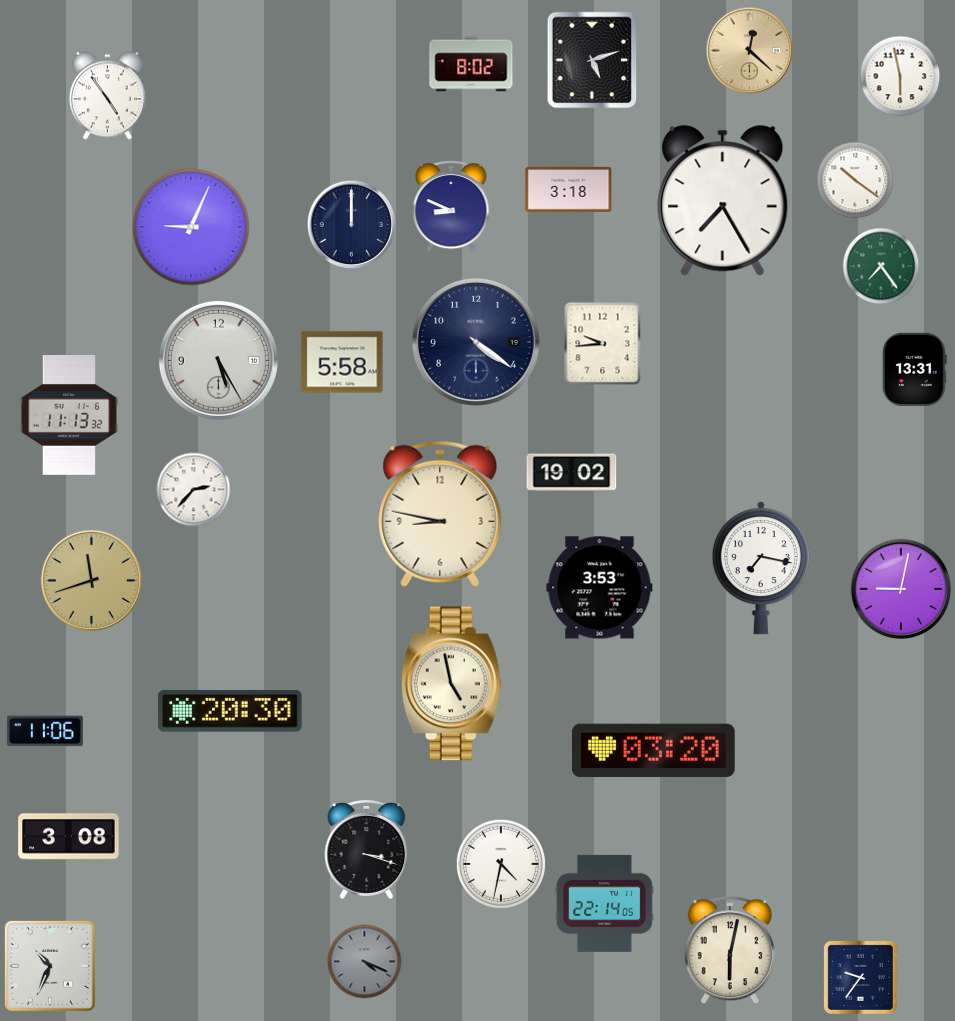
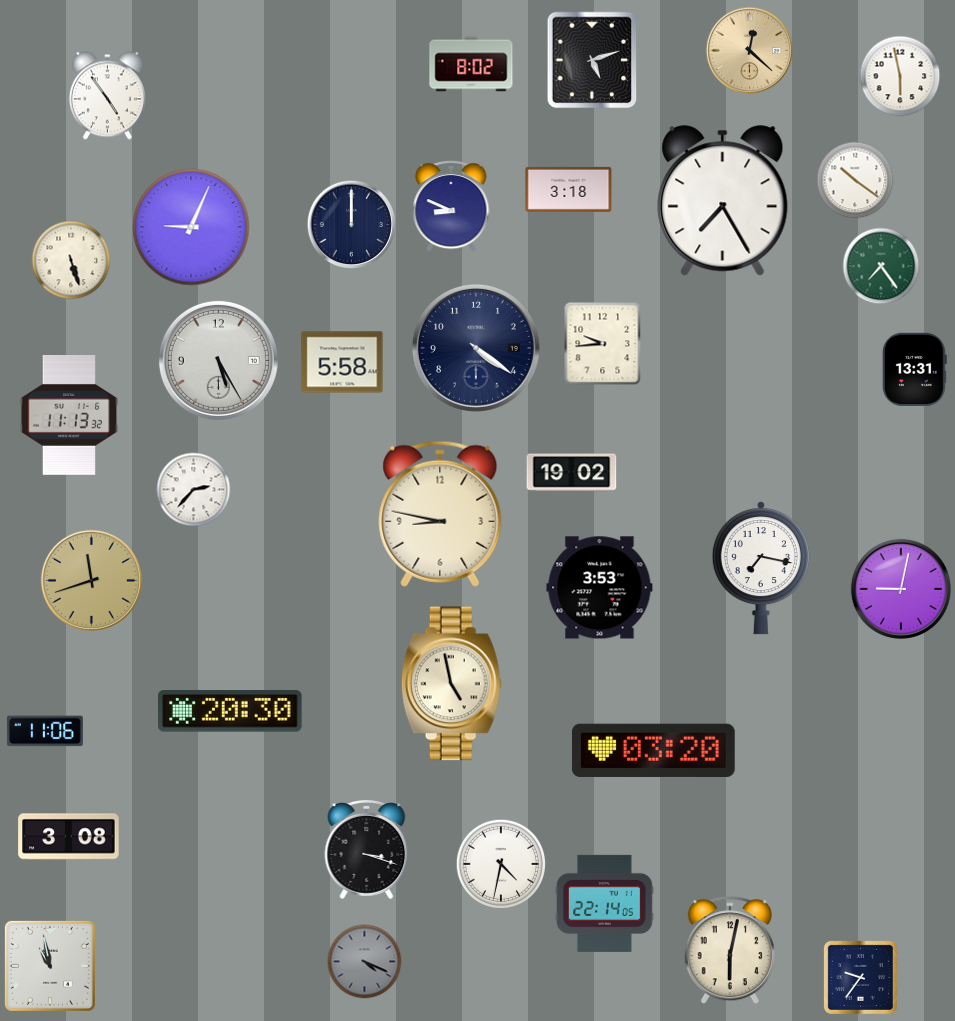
clock at (71, 260): none -> 5:27
clock at (476, 342) position: (476, 342) -> (476, 348)
clock at (50, 966): 10:34 -> 10:58
